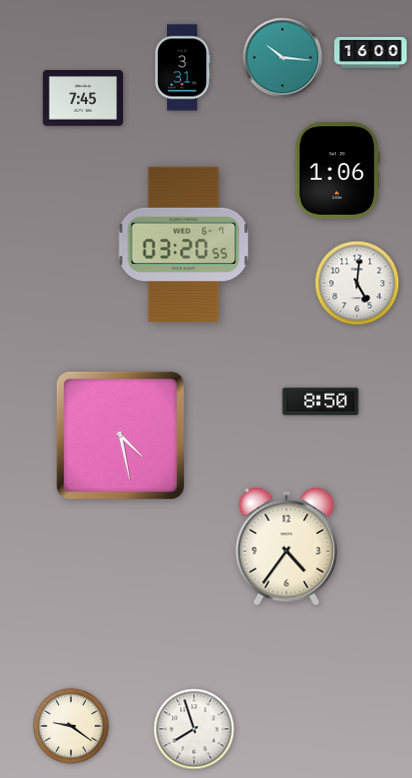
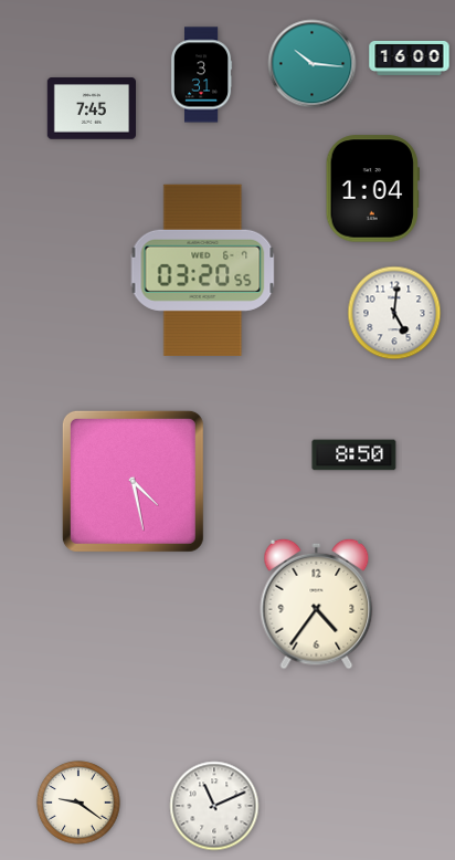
clock at (337, 171): 1:06 -> 1:04
clock at (321, 402) position: (321, 402) -> (355, 455)
clock at (194, 729): 7:57 -> 11:11
